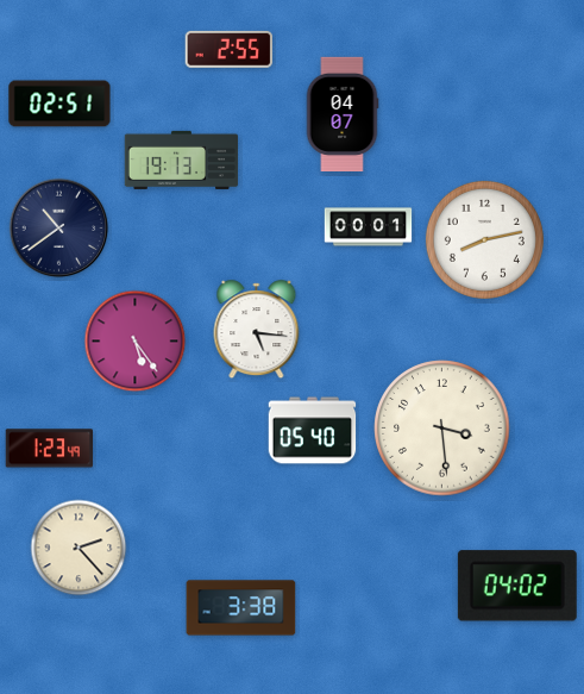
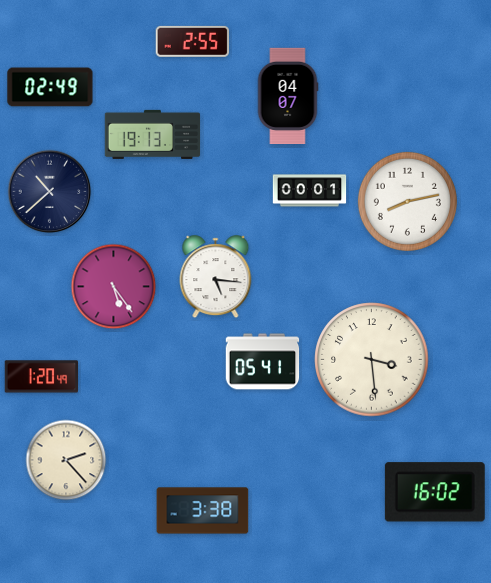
clock at (59, 104): 02:51 -> 02:49
clock at (59, 229): 10:39 -> 10:38
clock at (313, 431): 05:40 -> 05:41
clock at (50, 449): 1:23 -> 1:20
clock at (517, 586): 04:02 -> 16:02
